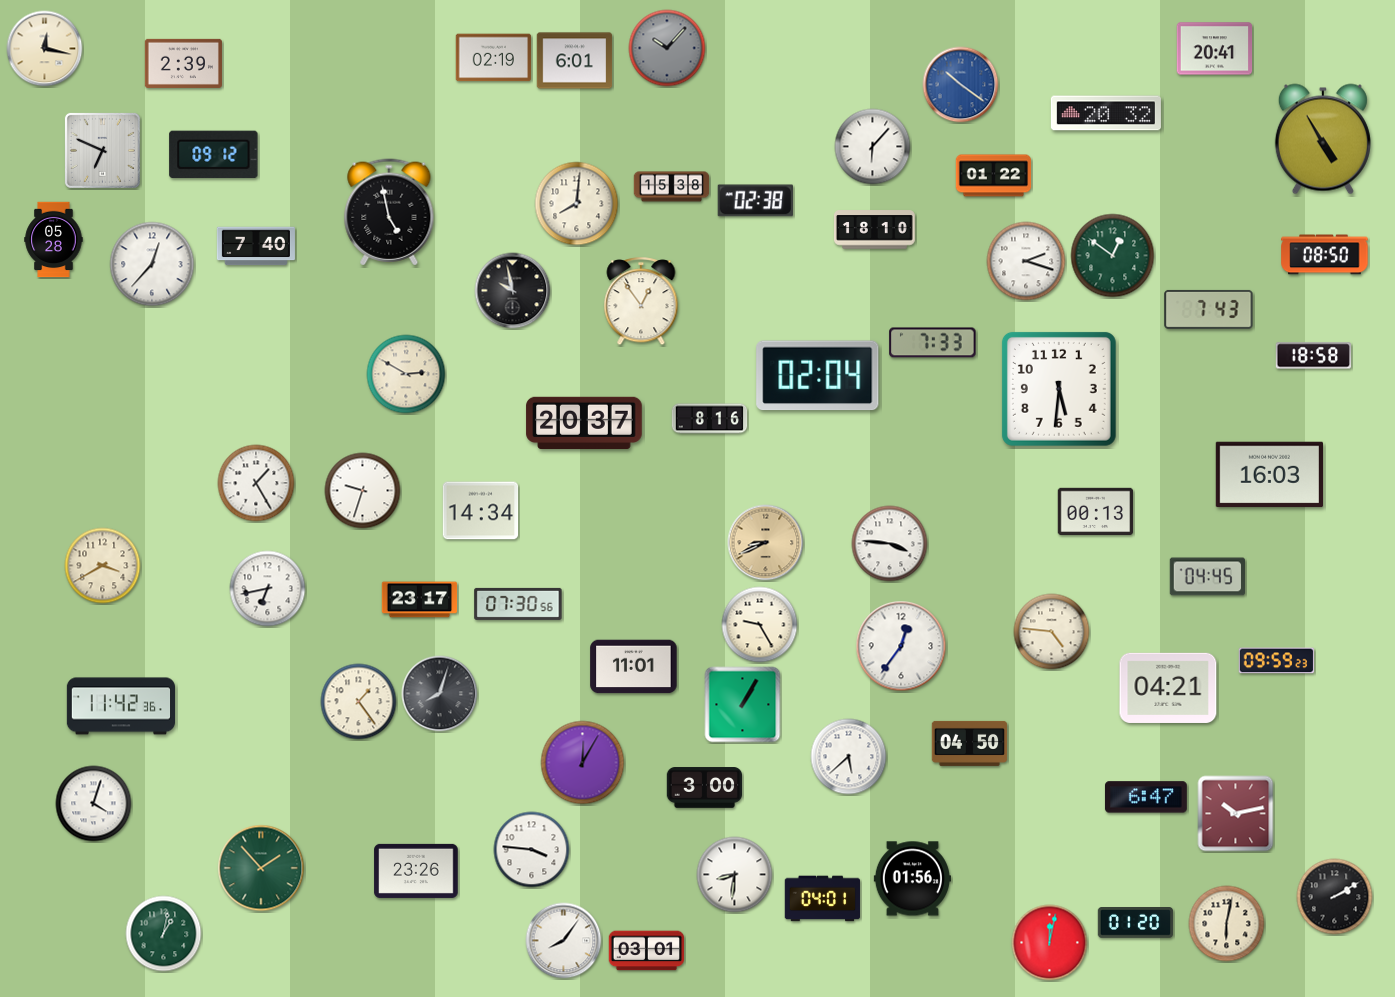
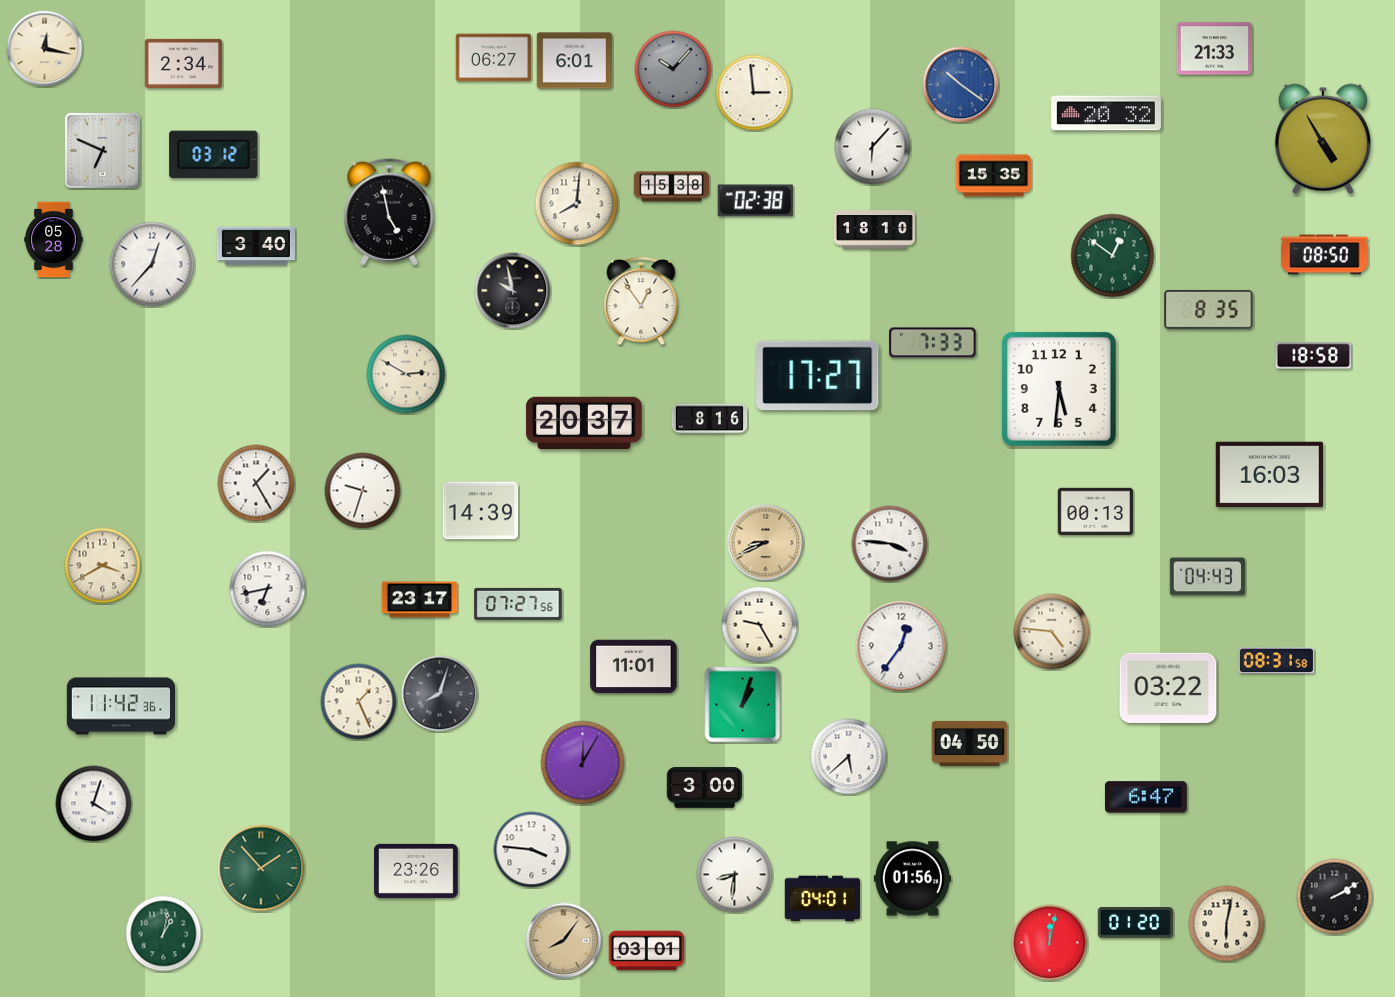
clock at (667, 48) position: (667, 48) -> (673, 69)
clock at (1215, 49): 20:41 -> 21:33
clock at (494, 58): 02:19 -> 06:27
clock at (183, 63): 2:39 -> 2:34
clock at (754, 93): none -> 2:59
clock at (214, 155): 09:12 -> 03:12
clock at (994, 176): 01:22 -> 15:35
clock at (256, 246): 7:40 -> 3:40
clock at (1026, 261): 2:18 -> none
clock at (1209, 309): 7:43 -> 8:35
clock at (818, 376): 02:04 -> 17:27
clock at (481, 511): 14:34 -> 14:39
clock at (1208, 577): 04:45 -> 04:43
clock at (518, 604): 07:30 -> 07:27
clock at (1277, 661): 09:59 -> 08:31
clock at (1168, 688): 04:21 -> 03:22
clock at (359, 702): 1:24 -> 1:26
clock at (743, 705): 1:05 -> 1:03
clock at (1236, 814): 10:13 -> none
clock at (564, 941) dial: white -> champagne
